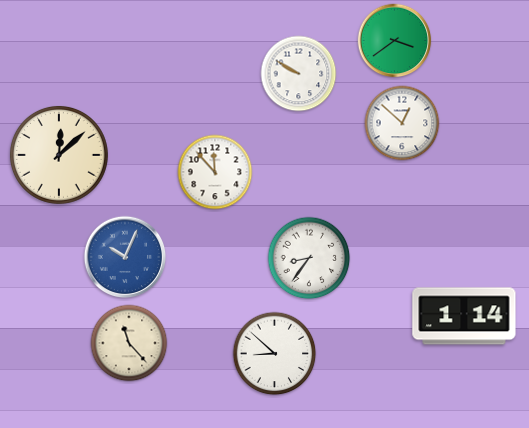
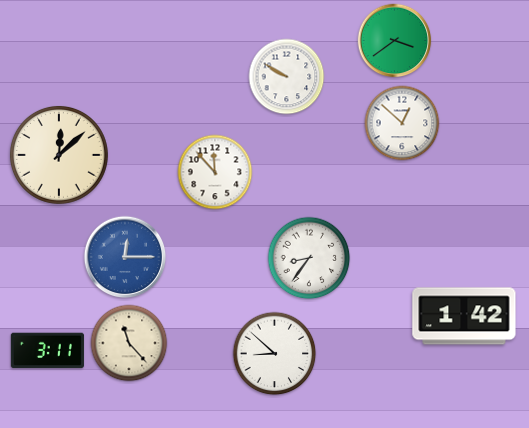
clock at (299, 74) position: (299, 74) -> (287, 77)
clock at (125, 257): 10:04 -> 12:15
clock at (464, 316): 1:14 -> 1:42
clock at (47, 351): none -> 3:11
